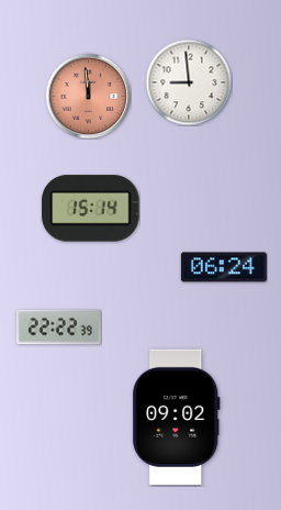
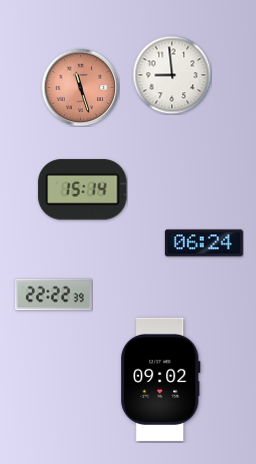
clock at (88, 96): 11:59 -> 11:27
clock at (58, 328) position: (58, 328) -> (53, 295)
